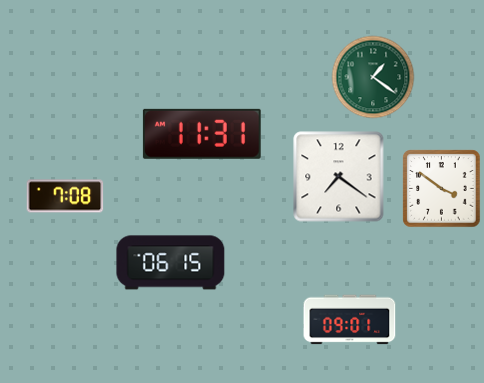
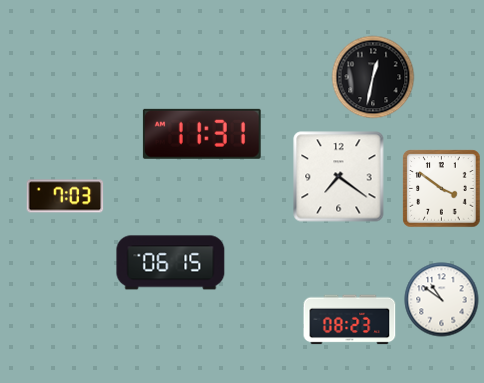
clock at (373, 77): 1:21 -> 12:32
clock at (373, 77) dial: green -> black
clock at (65, 196): 7:08 -> 7:03
clock at (442, 300): none -> 10:51
clock at (350, 320): 09:01 -> 08:23
